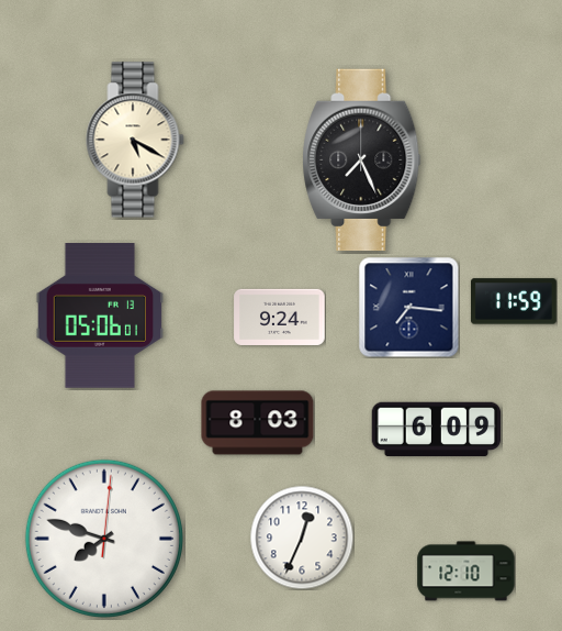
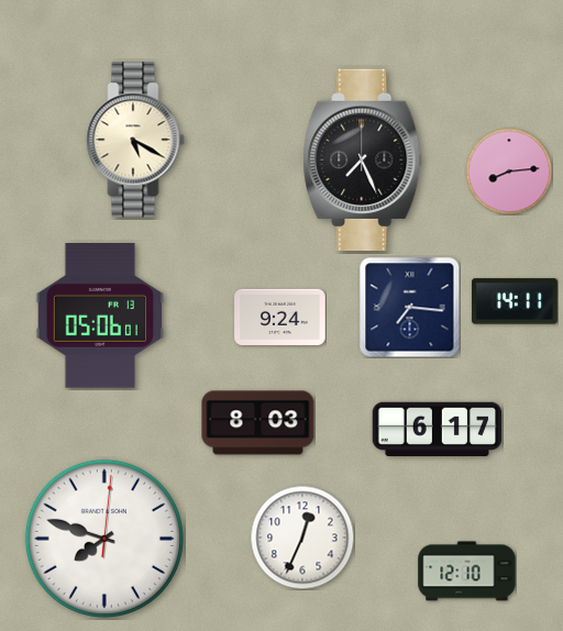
clock at (509, 171): none -> 8:14
clock at (514, 301): 11:59 -> 14:11
clock at (437, 429): 6:09 -> 6:17
